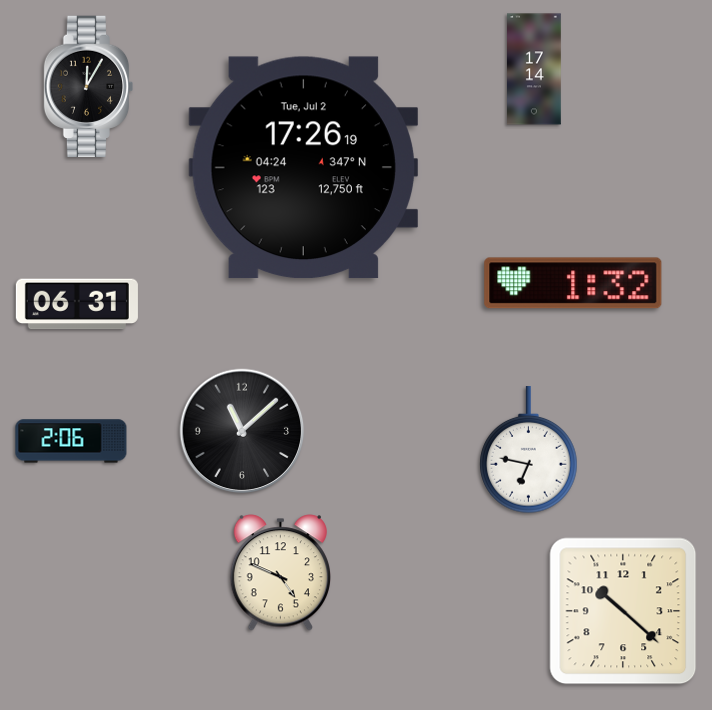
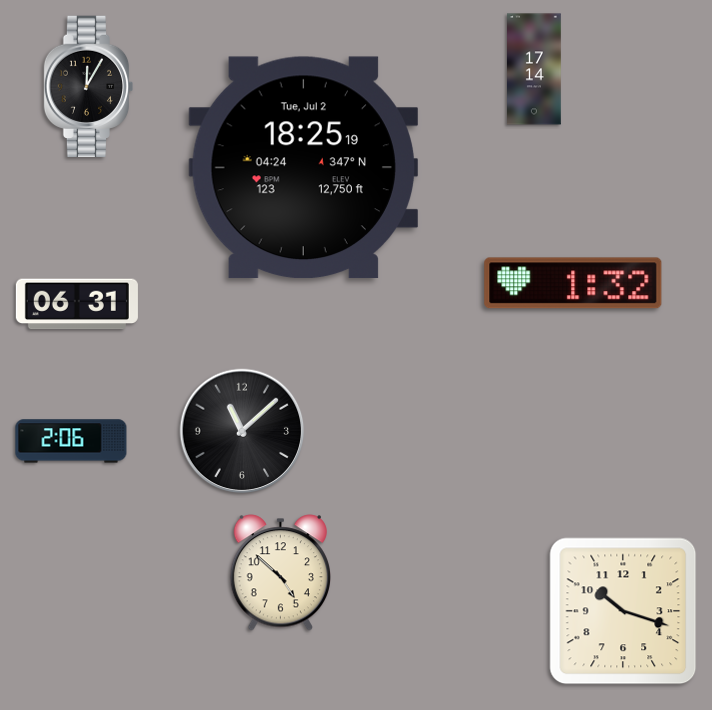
clock at (303, 168): 17:26 -> 18:25
clock at (529, 450): 6:47 -> none
clock at (280, 573): 4:49 -> 4:52
clock at (623, 611): 10:22 -> 10:18
